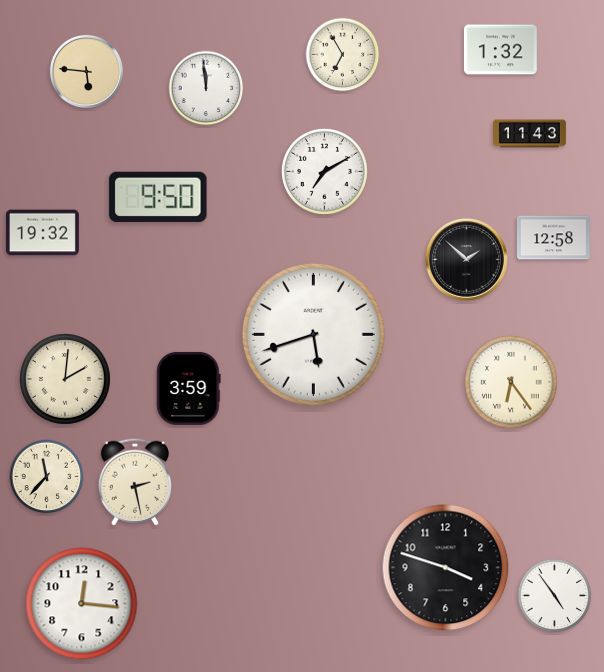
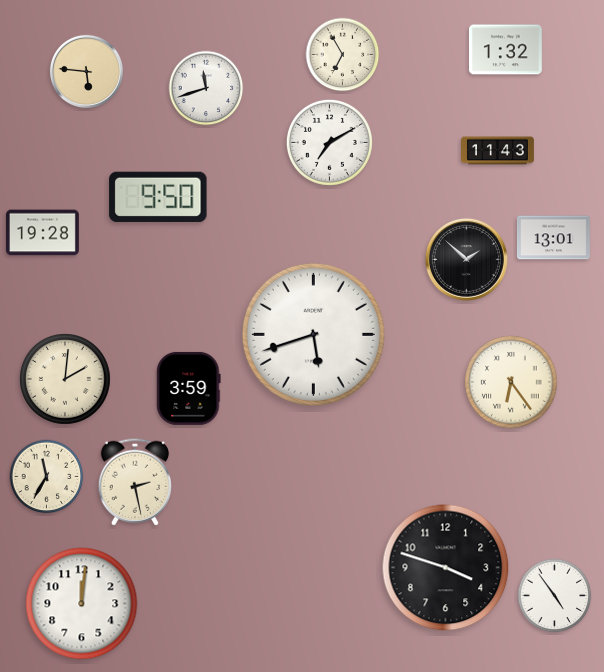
clock at (500, 50) position: (500, 50) -> (505, 50)
clock at (206, 88): 11:59 -> 11:42
clock at (530, 134) position: (530, 134) -> (498, 151)
clock at (324, 171) position: (324, 171) -> (329, 142)
clock at (42, 233): 19:32 -> 19:28
clock at (553, 238): 12:58 -> 13:01
clock at (47, 477): 11:37 -> 11:35
clock at (82, 604): 12:16 -> 12:01
